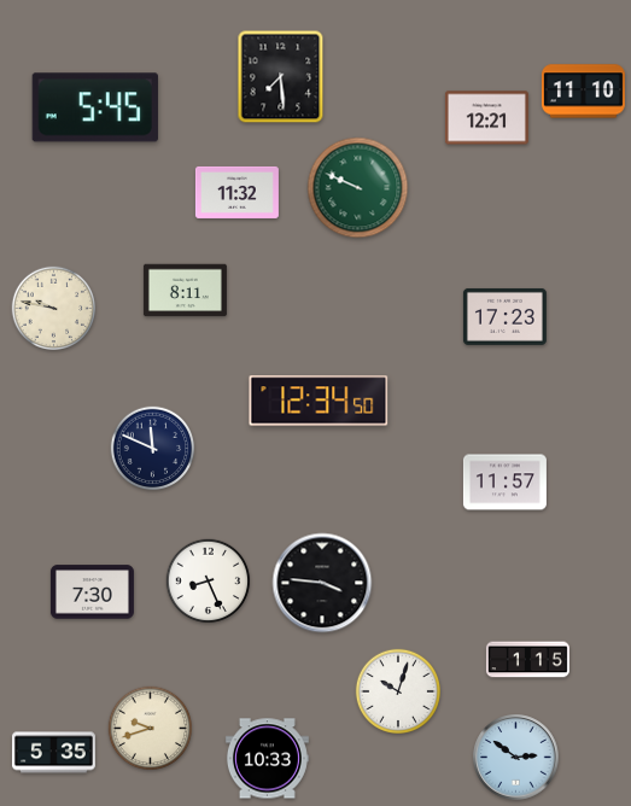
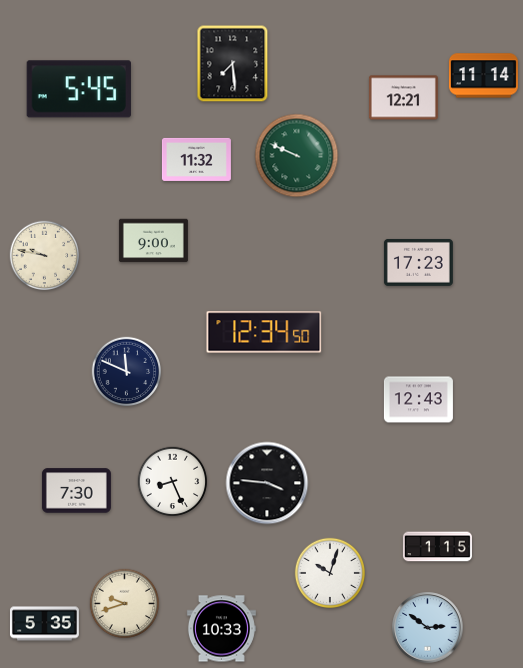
clock at (583, 92): 11:10 -> 11:14
clock at (185, 291): 8:11 -> 9:00
clock at (504, 483): 11:57 -> 12:43
